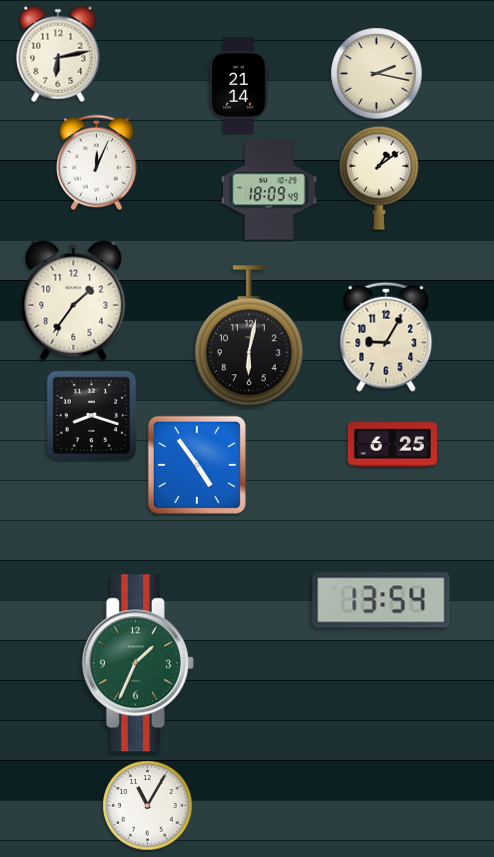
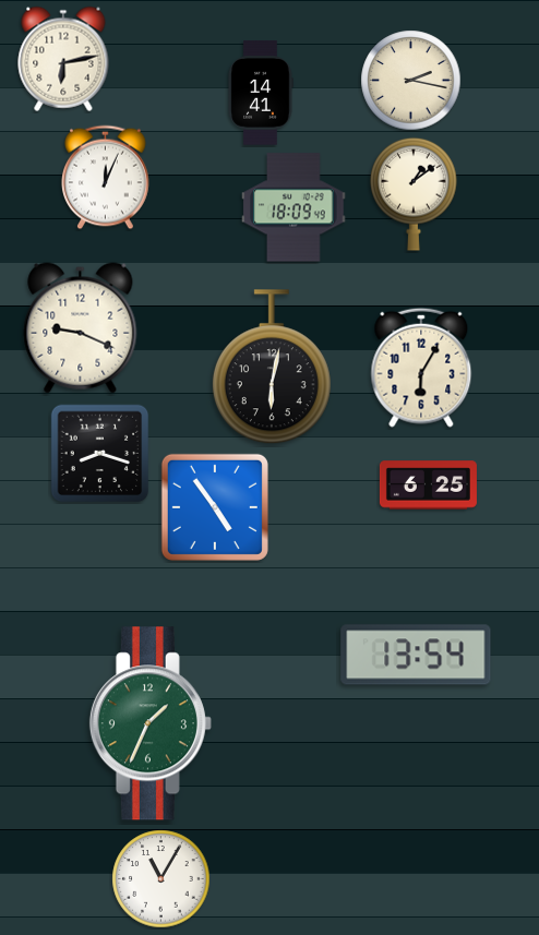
clock at (239, 85): 21:14 -> 14:41
clock at (74, 301): 1:36 -> 9:19
clock at (386, 337): 9:05 -> 6:05
